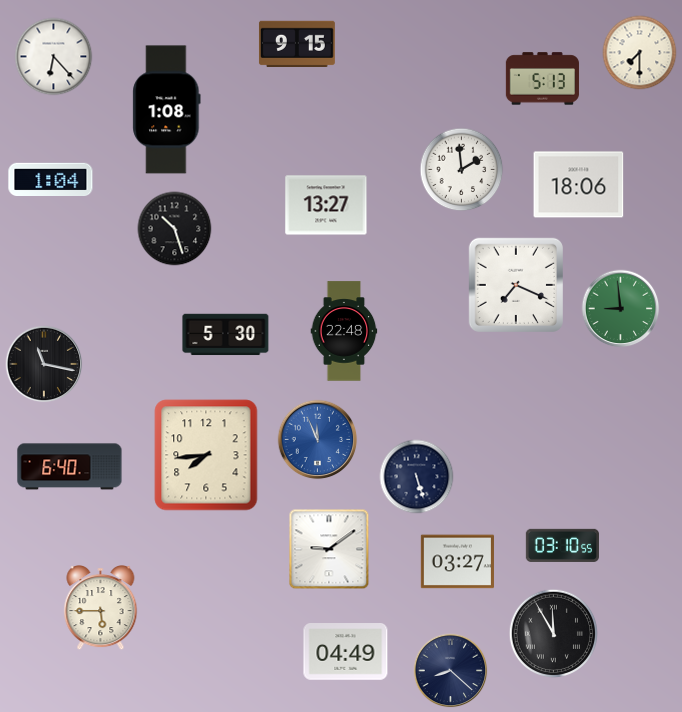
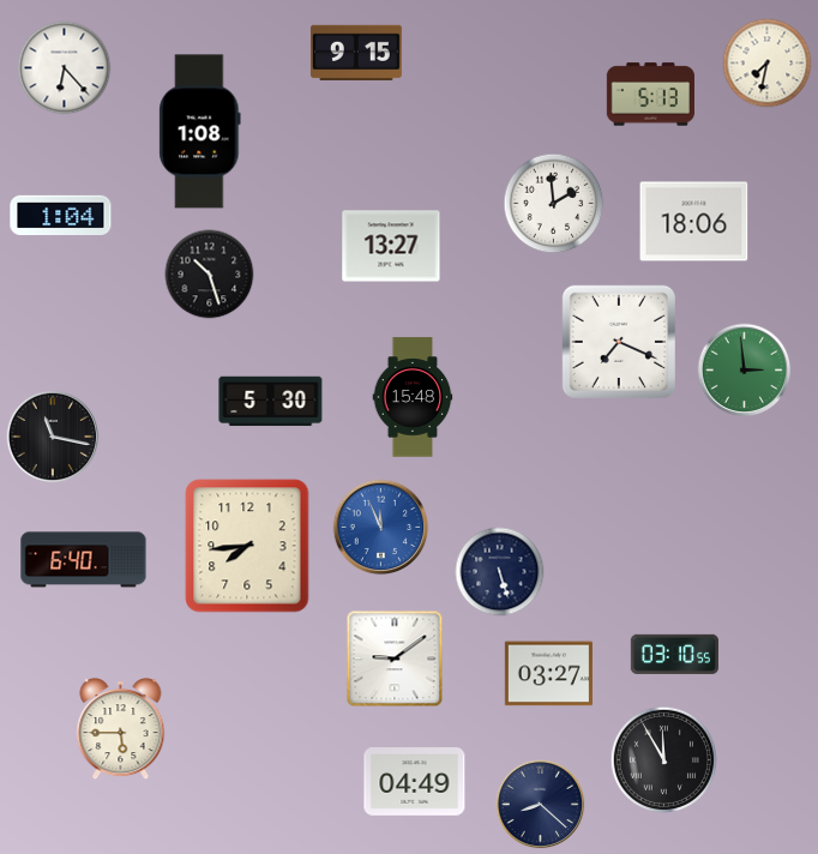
clock at (640, 53): 7:30 -> 7:32
clock at (621, 309): 8:59 -> 2:59
clock at (344, 331): 22:48 -> 15:48
